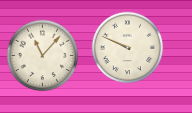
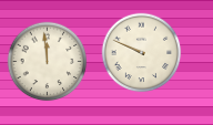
clock at (43, 56): 11:07 -> 11:59
